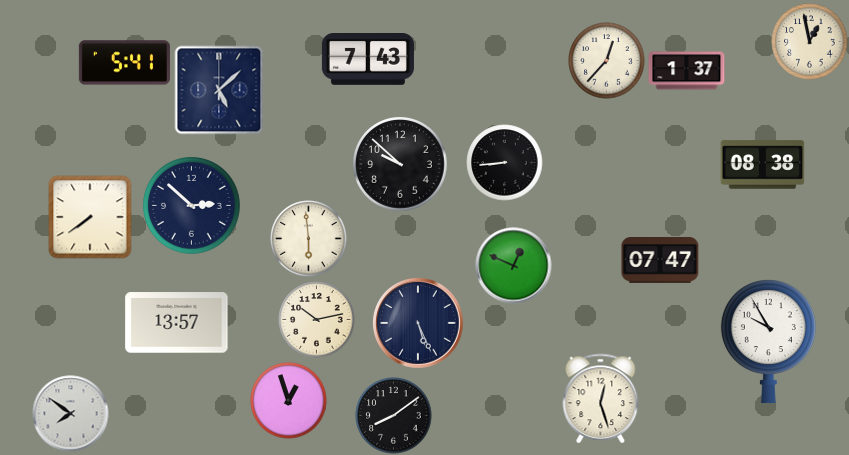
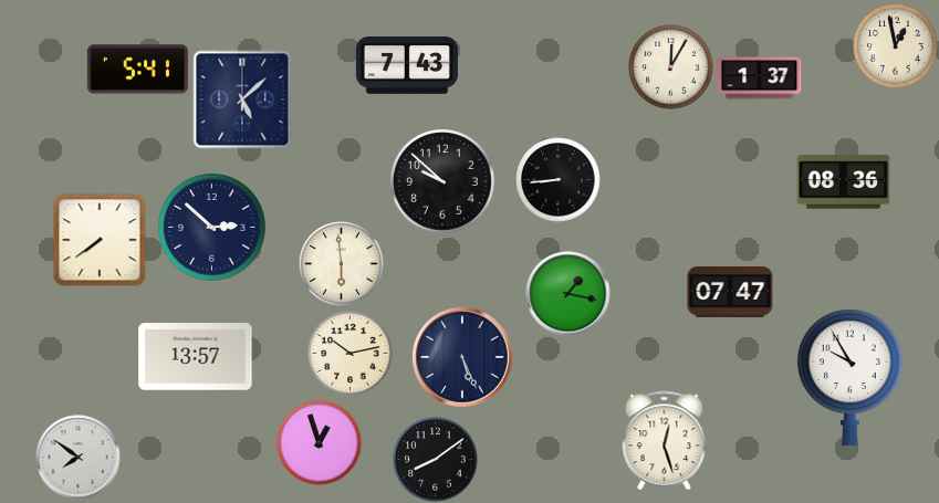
clock at (607, 61): 12:37 -> 12:05
clock at (763, 165): 08:38 -> 08:36
clock at (660, 261) position: (660, 261) -> (730, 293)
clock at (514, 266): 12:49 -> 1:17
